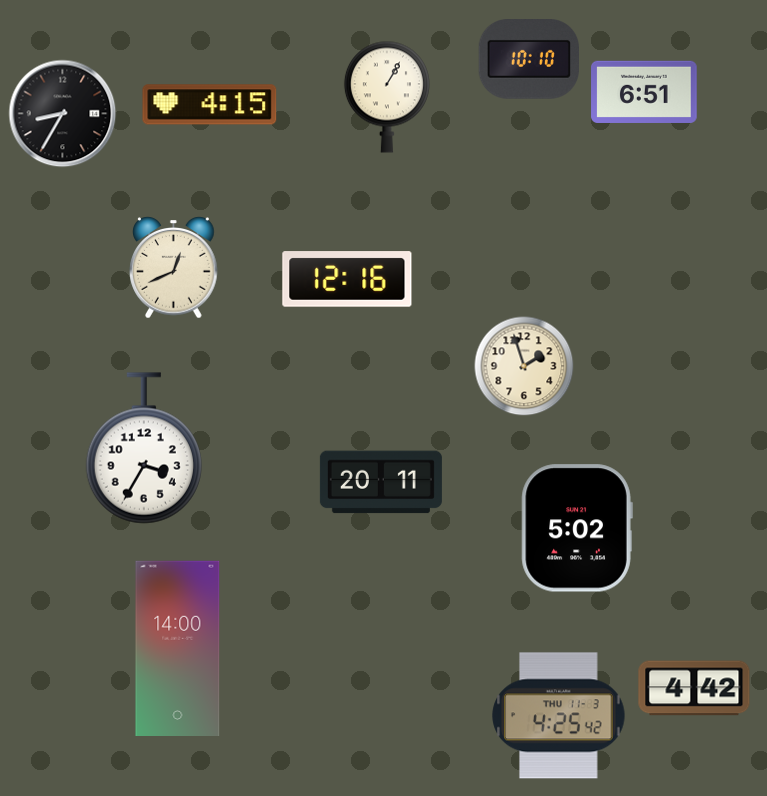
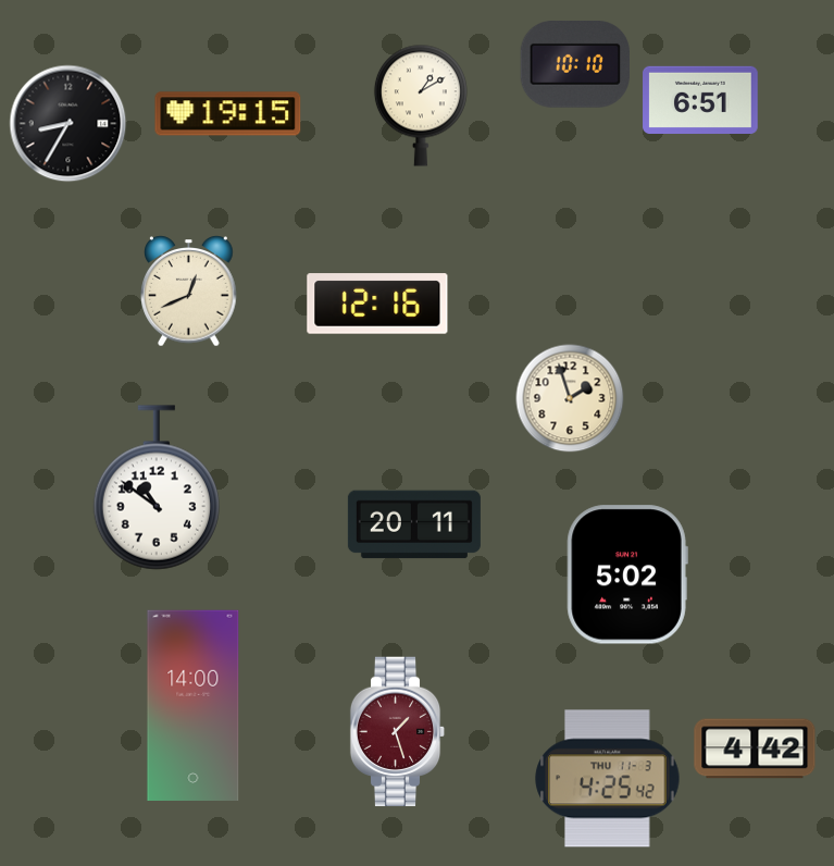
clock at (387, 97): 1:05 -> 1:10
clock at (210, 105): 4:15 -> 19:15
clock at (144, 448): 3:35 -> 10:51
clock at (398, 732): none -> 1:27
